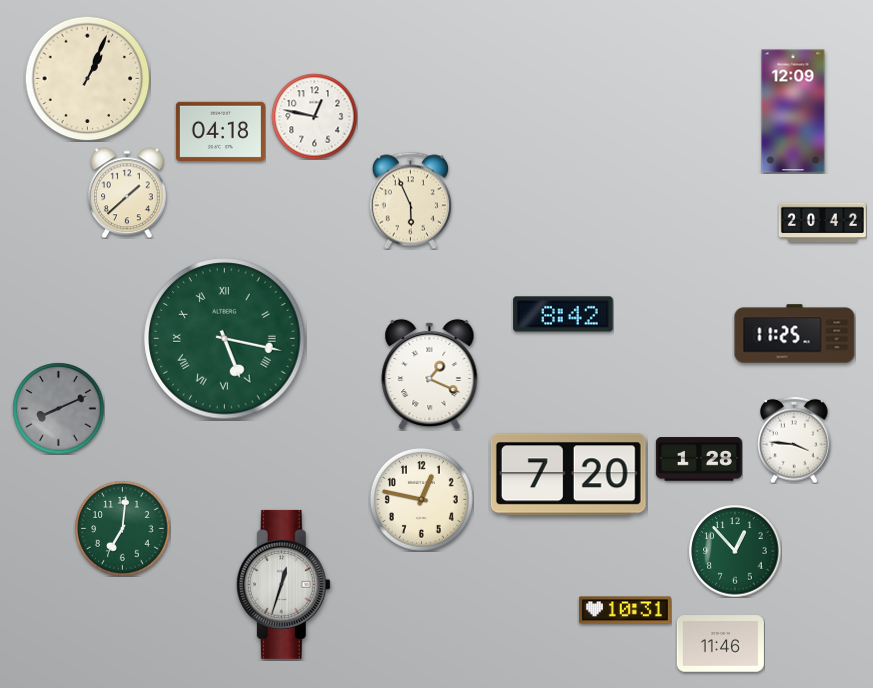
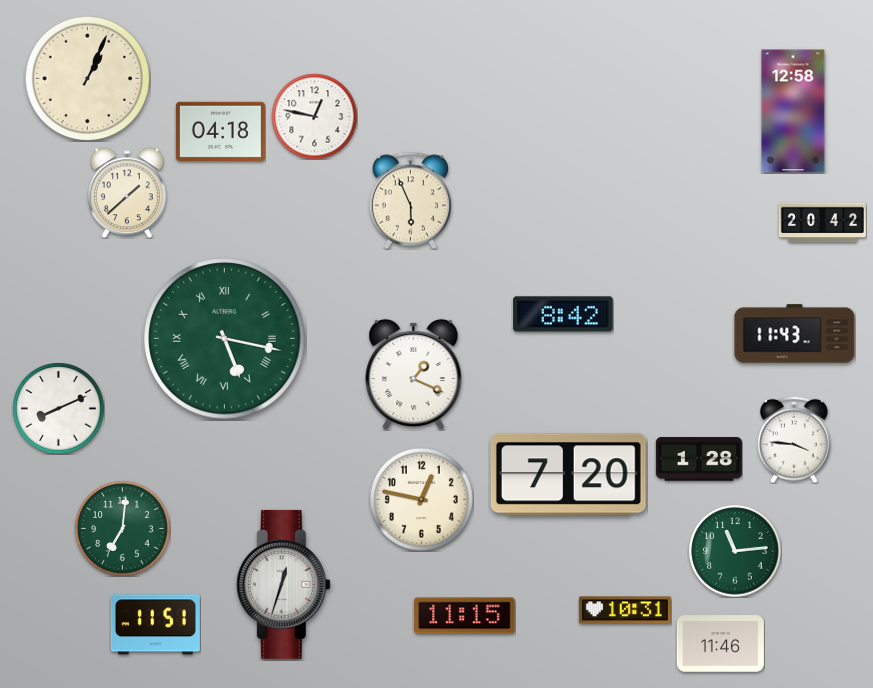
clock at (793, 111): 12:09 -> 12:58
clock at (795, 334): 11:25 -> 11:43
clock at (430, 374) position: (430, 374) -> (414, 374)
clock at (58, 408) dial: grey -> white
clock at (735, 551): 12:53 -> 11:14
clock at (465, 616): none -> 11:15
clock at (155, 625): none -> 11:51
